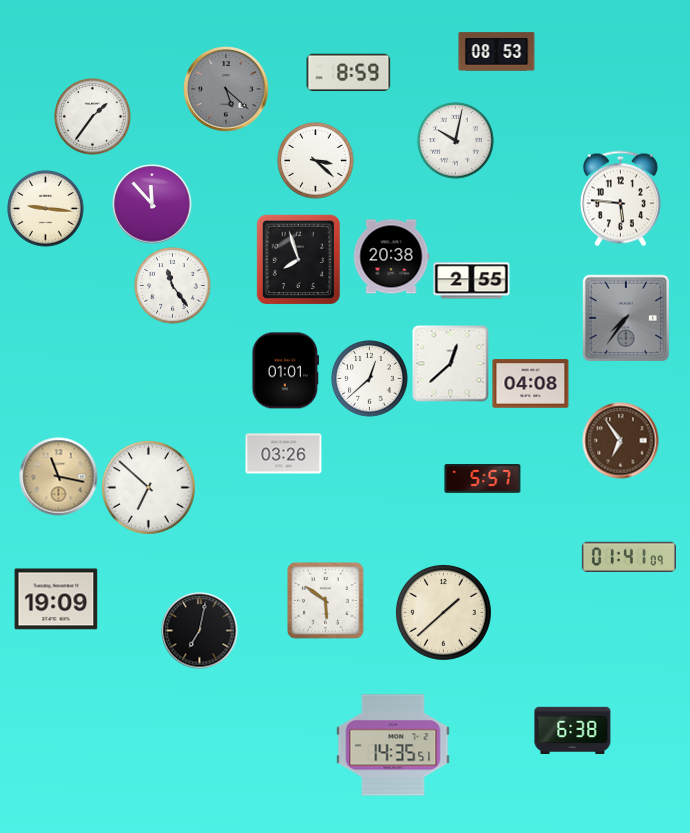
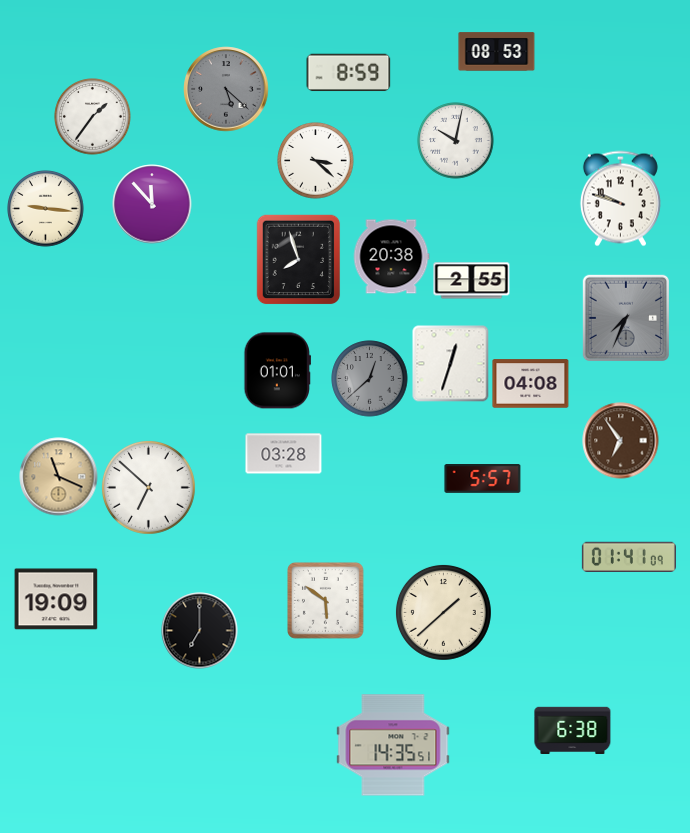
clock at (620, 199): 5:46 -> 9:48
clock at (173, 286): 11:24 -> none
clock at (625, 317): 7:36 -> 7:34
clock at (451, 364): 12:38 -> 12:33
clock at (285, 371) position: (285, 371) -> (277, 371)
clock at (370, 379) dial: white -> grey
clock at (284, 454): 03:26 -> 03:28
clock at (59, 477): 11:17 -> 11:19
clock at (200, 631): 7:02 -> 7:00
